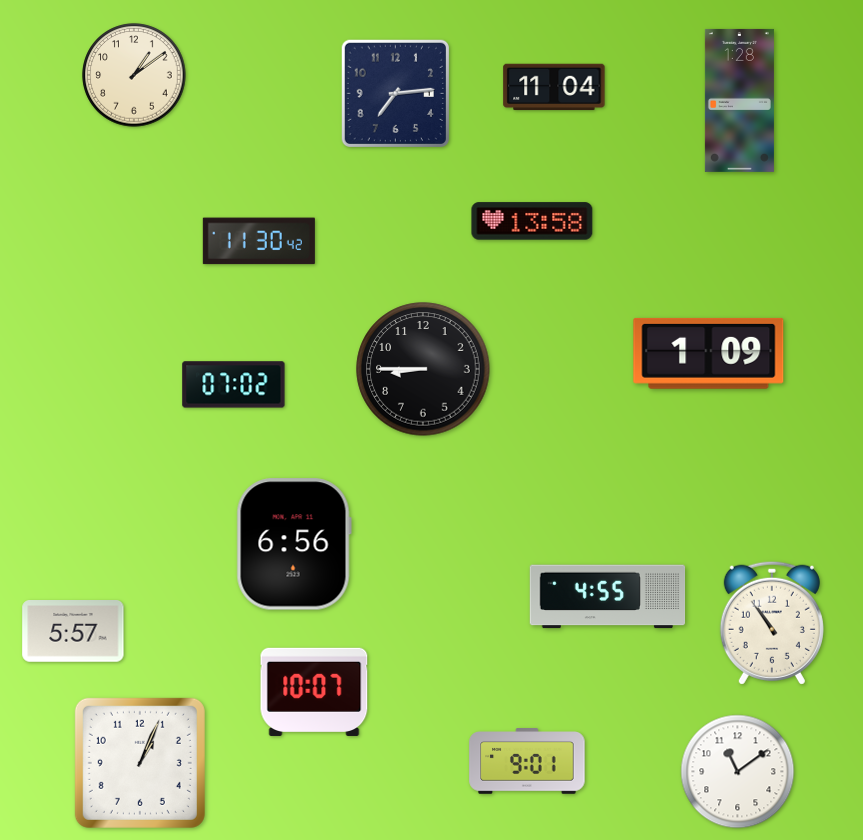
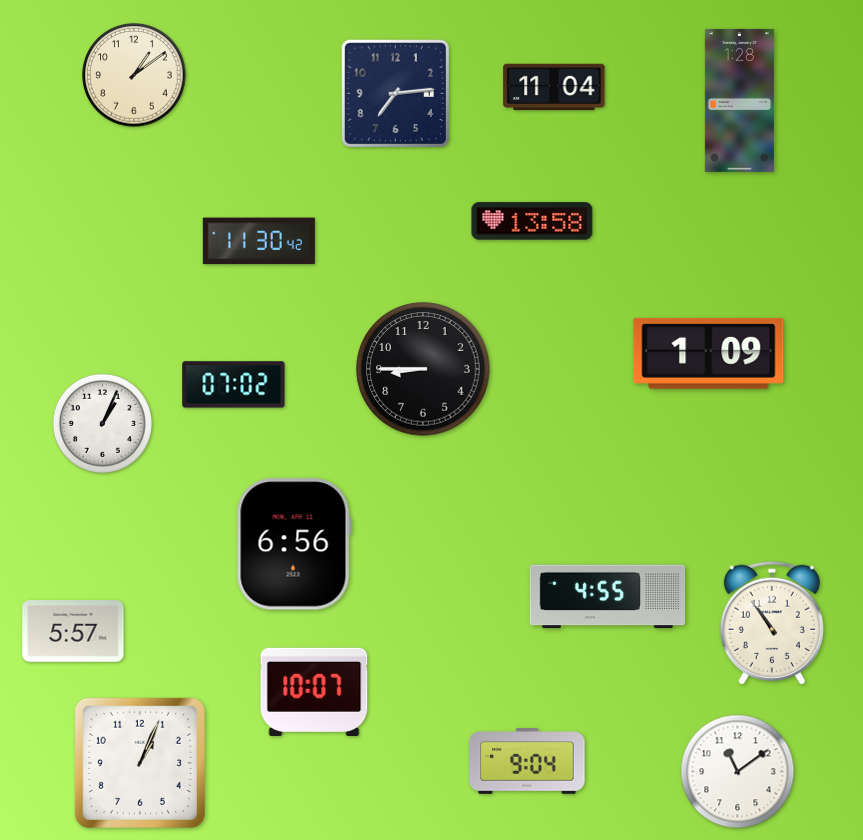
clock at (102, 423): none -> 1:04
clock at (527, 761): 9:01 -> 9:04
